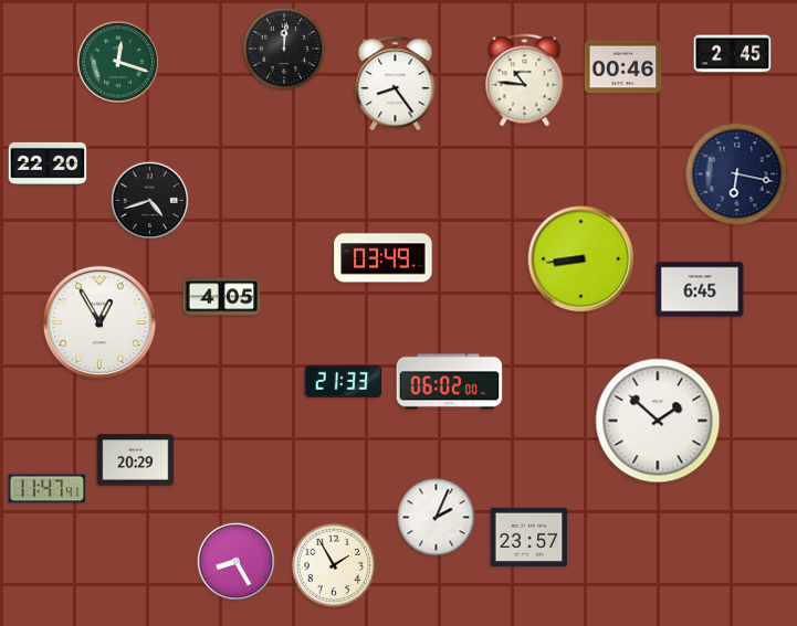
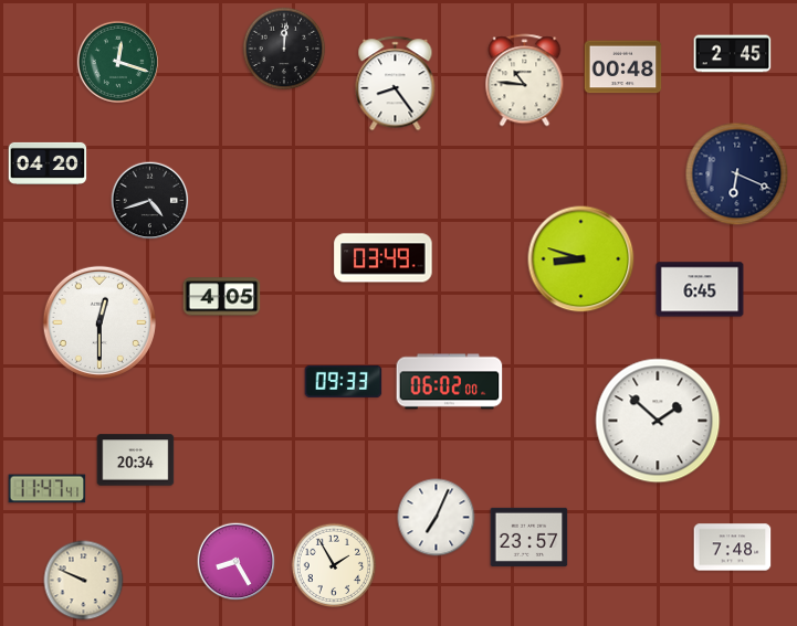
clock at (623, 67): 00:46 -> 00:48
clock at (48, 163): 22:20 -> 04:20
clock at (737, 174): 6:17 -> 6:19
clock at (581, 259): 8:44 -> 8:48
clock at (99, 322): 12:55 -> 12:30
clock at (344, 381): 21:33 -> 09:33
clock at (136, 460): 20:29 -> 20:34
clock at (437, 518): 2:04 -> 7:04
clock at (733, 548): none -> 7:48
clock at (84, 581): none -> 9:49
